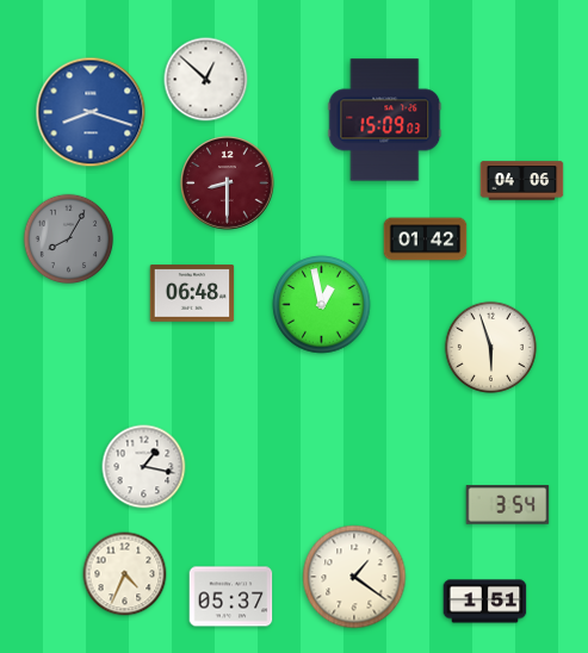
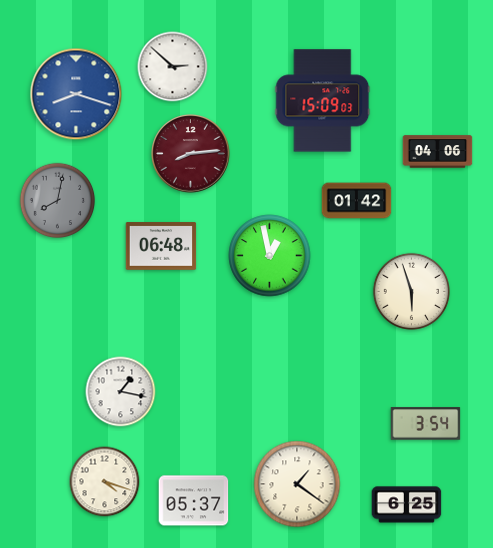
clock at (206, 80): 12:52 -> 2:52
clock at (228, 184): 8:30 -> 8:14
clock at (69, 240): 8:05 -> 8:02
clock at (125, 574): 4:34 -> 4:18
clock at (485, 602): 1:51 -> 6:25
